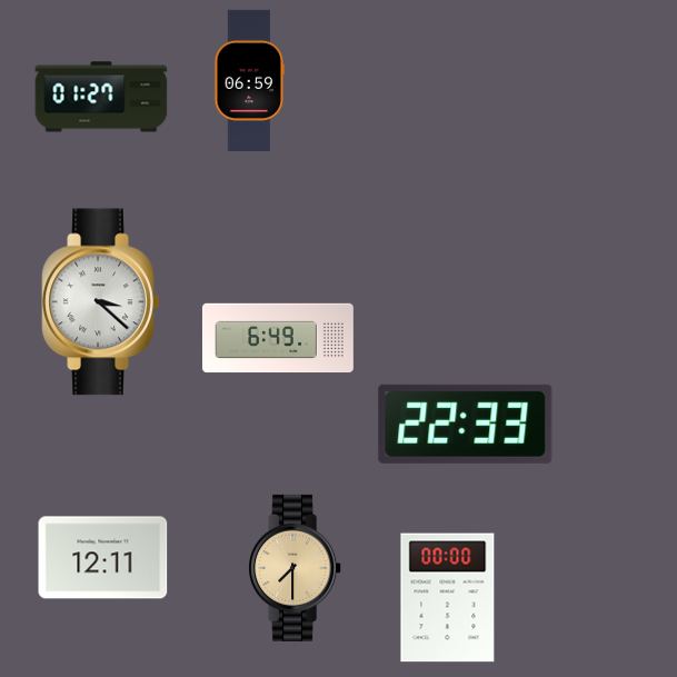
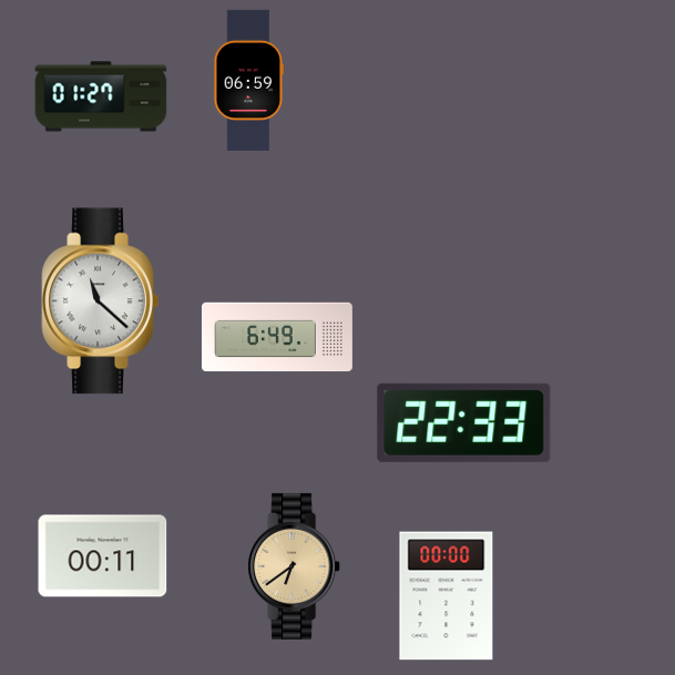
clock at (101, 302): 3:22 -> 11:22
clock at (103, 558): 12:11 -> 00:11
clock at (296, 568): 7:30 -> 6:39
